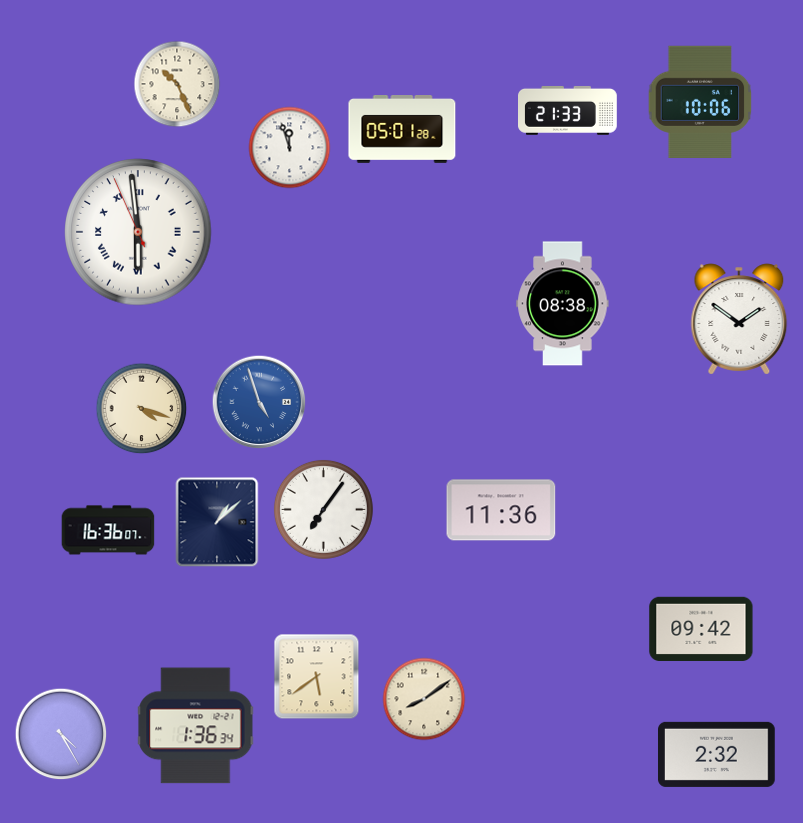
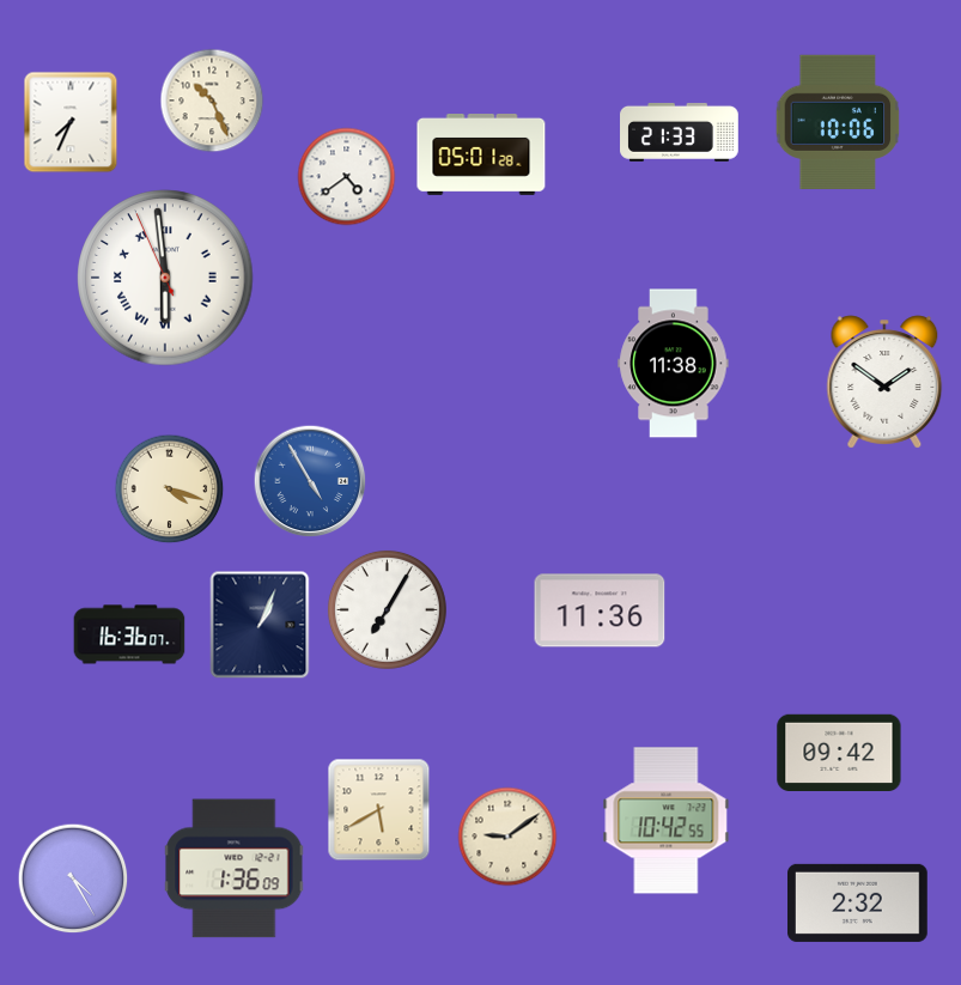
clock at (71, 122): none -> 7:34
clock at (290, 148): 11:57 -> 4:39
clock at (563, 304): 08:38 -> 11:38
clock at (259, 402): 4:57 -> 4:55
clock at (323, 509): 7:06 -> 7:05
clock at (217, 522): 1:08 -> 1:04
clock at (317, 677): 5:39 -> 5:40
clock at (667, 821): none -> 10:42
clock at (424, 699): 8:09 -> 9:09
clock at (196, 726): 1:36:34 -> 1:36:09
